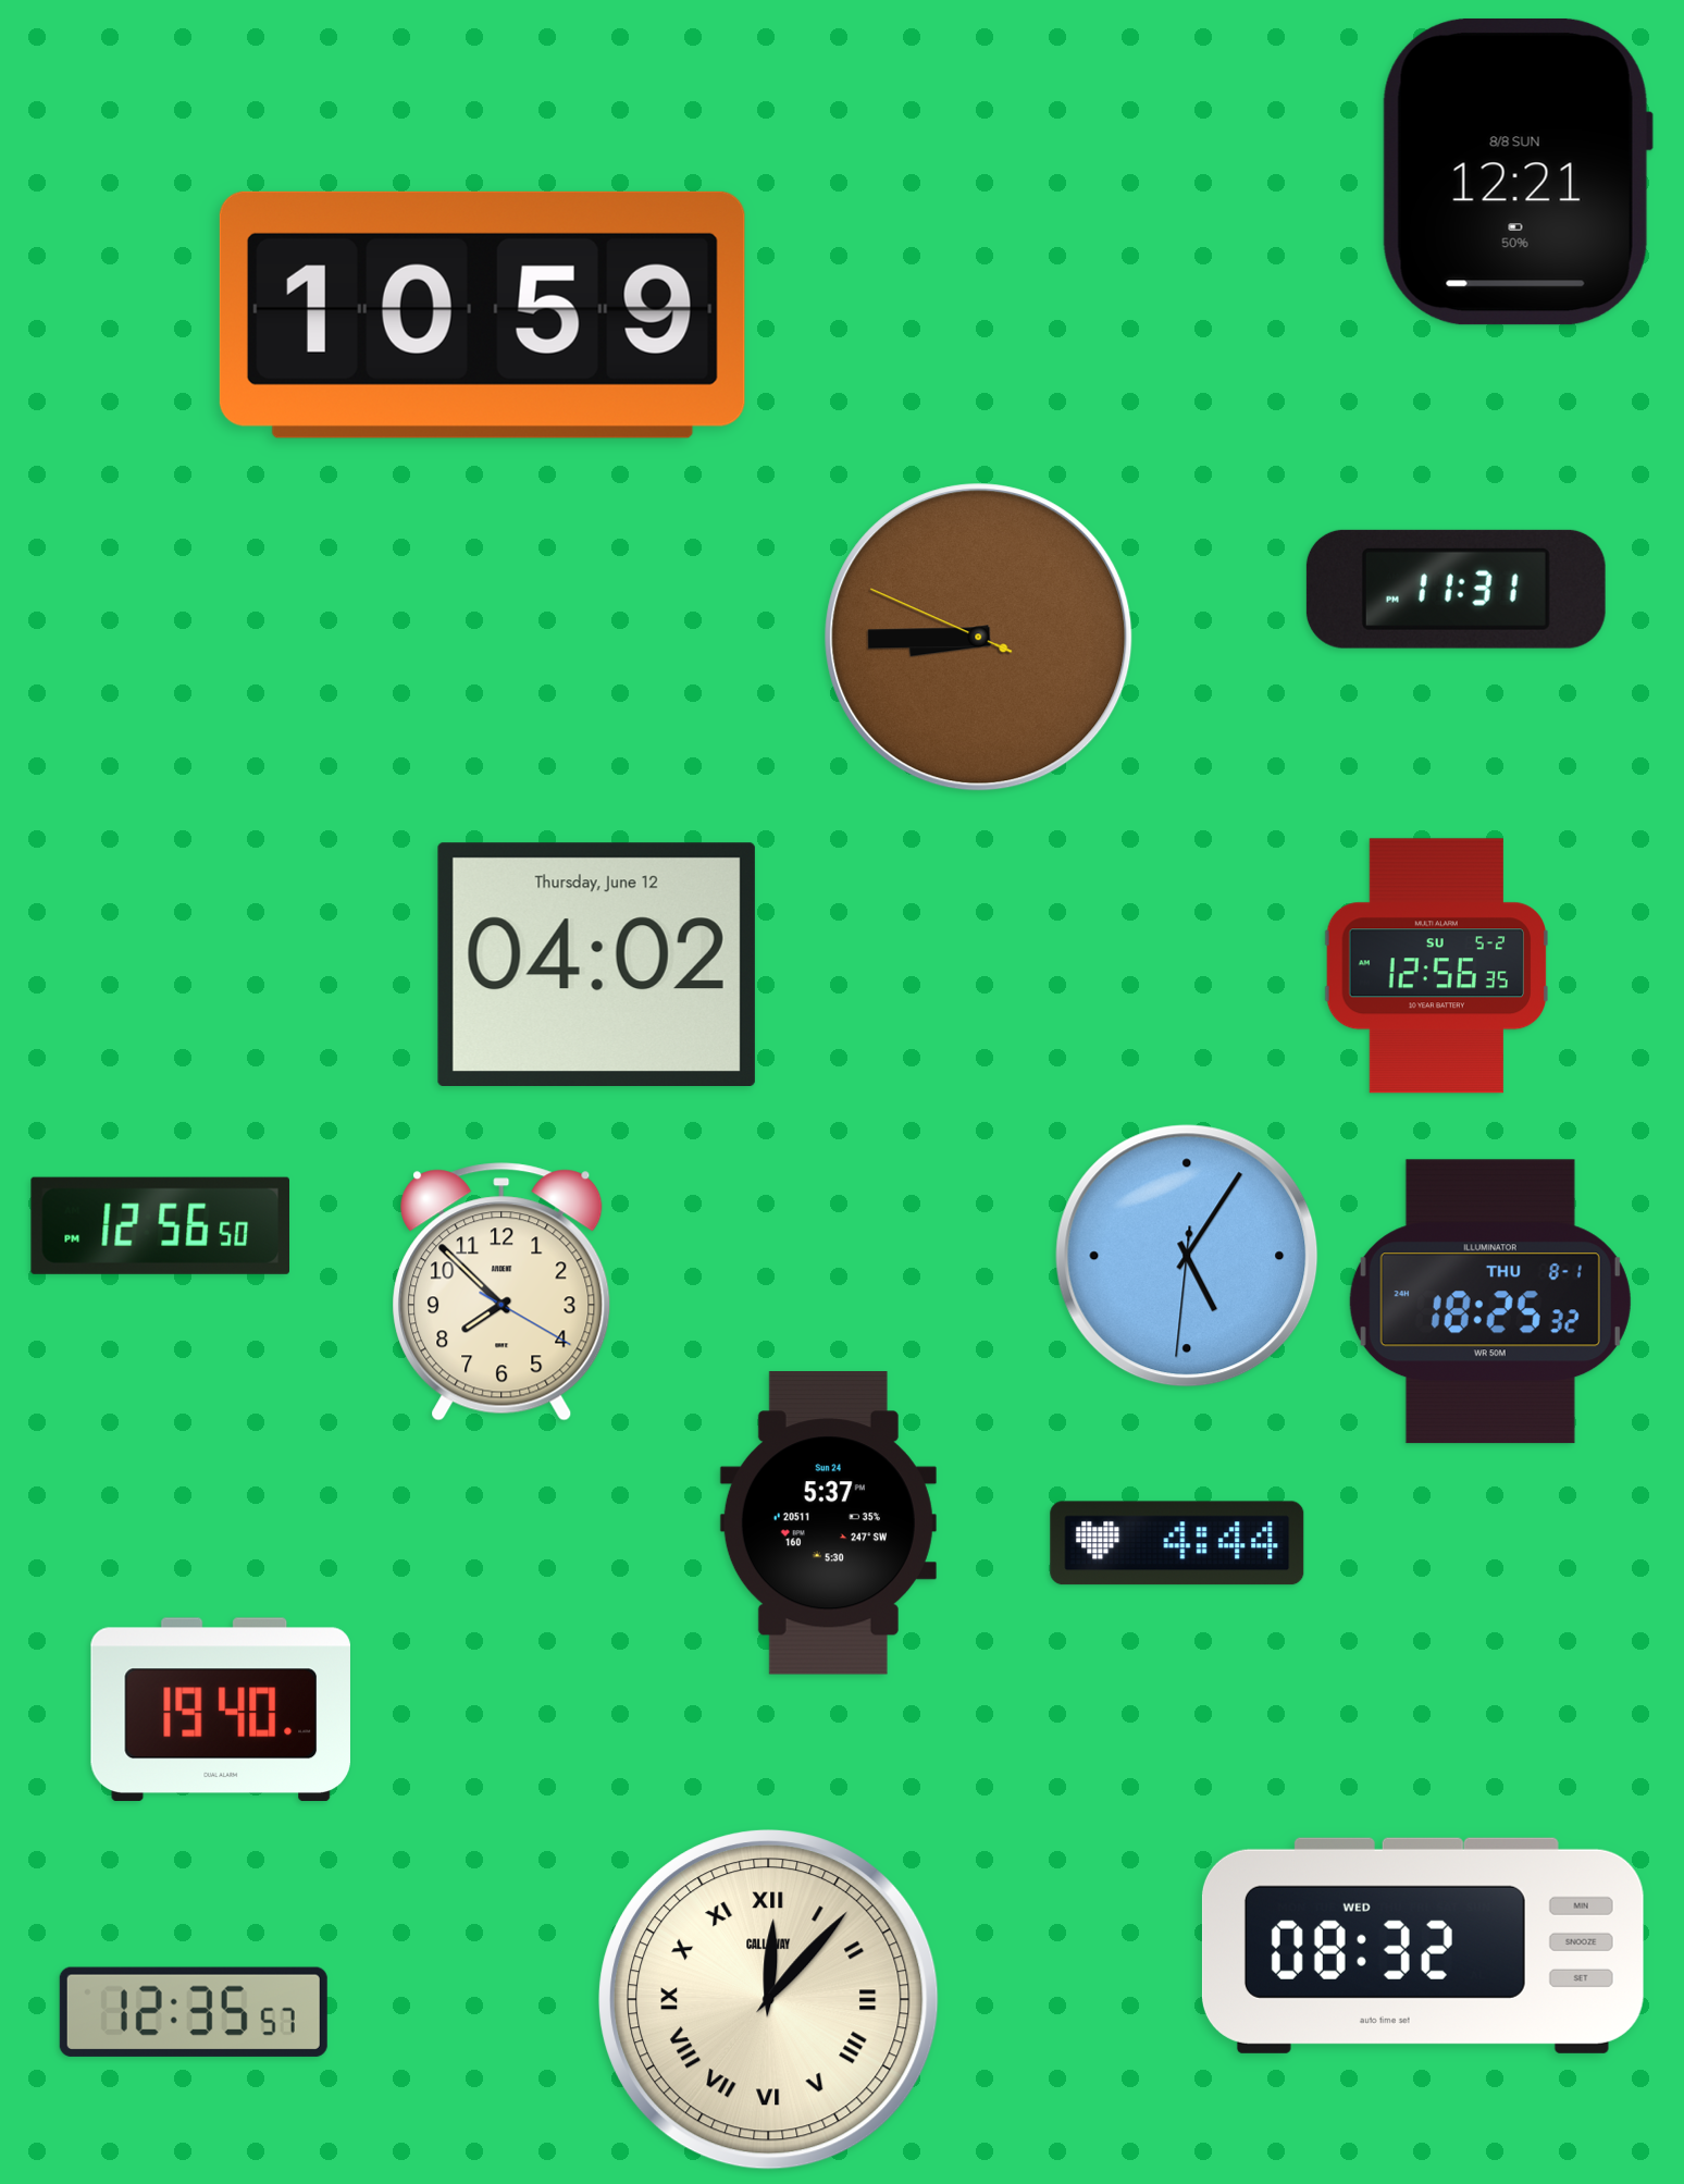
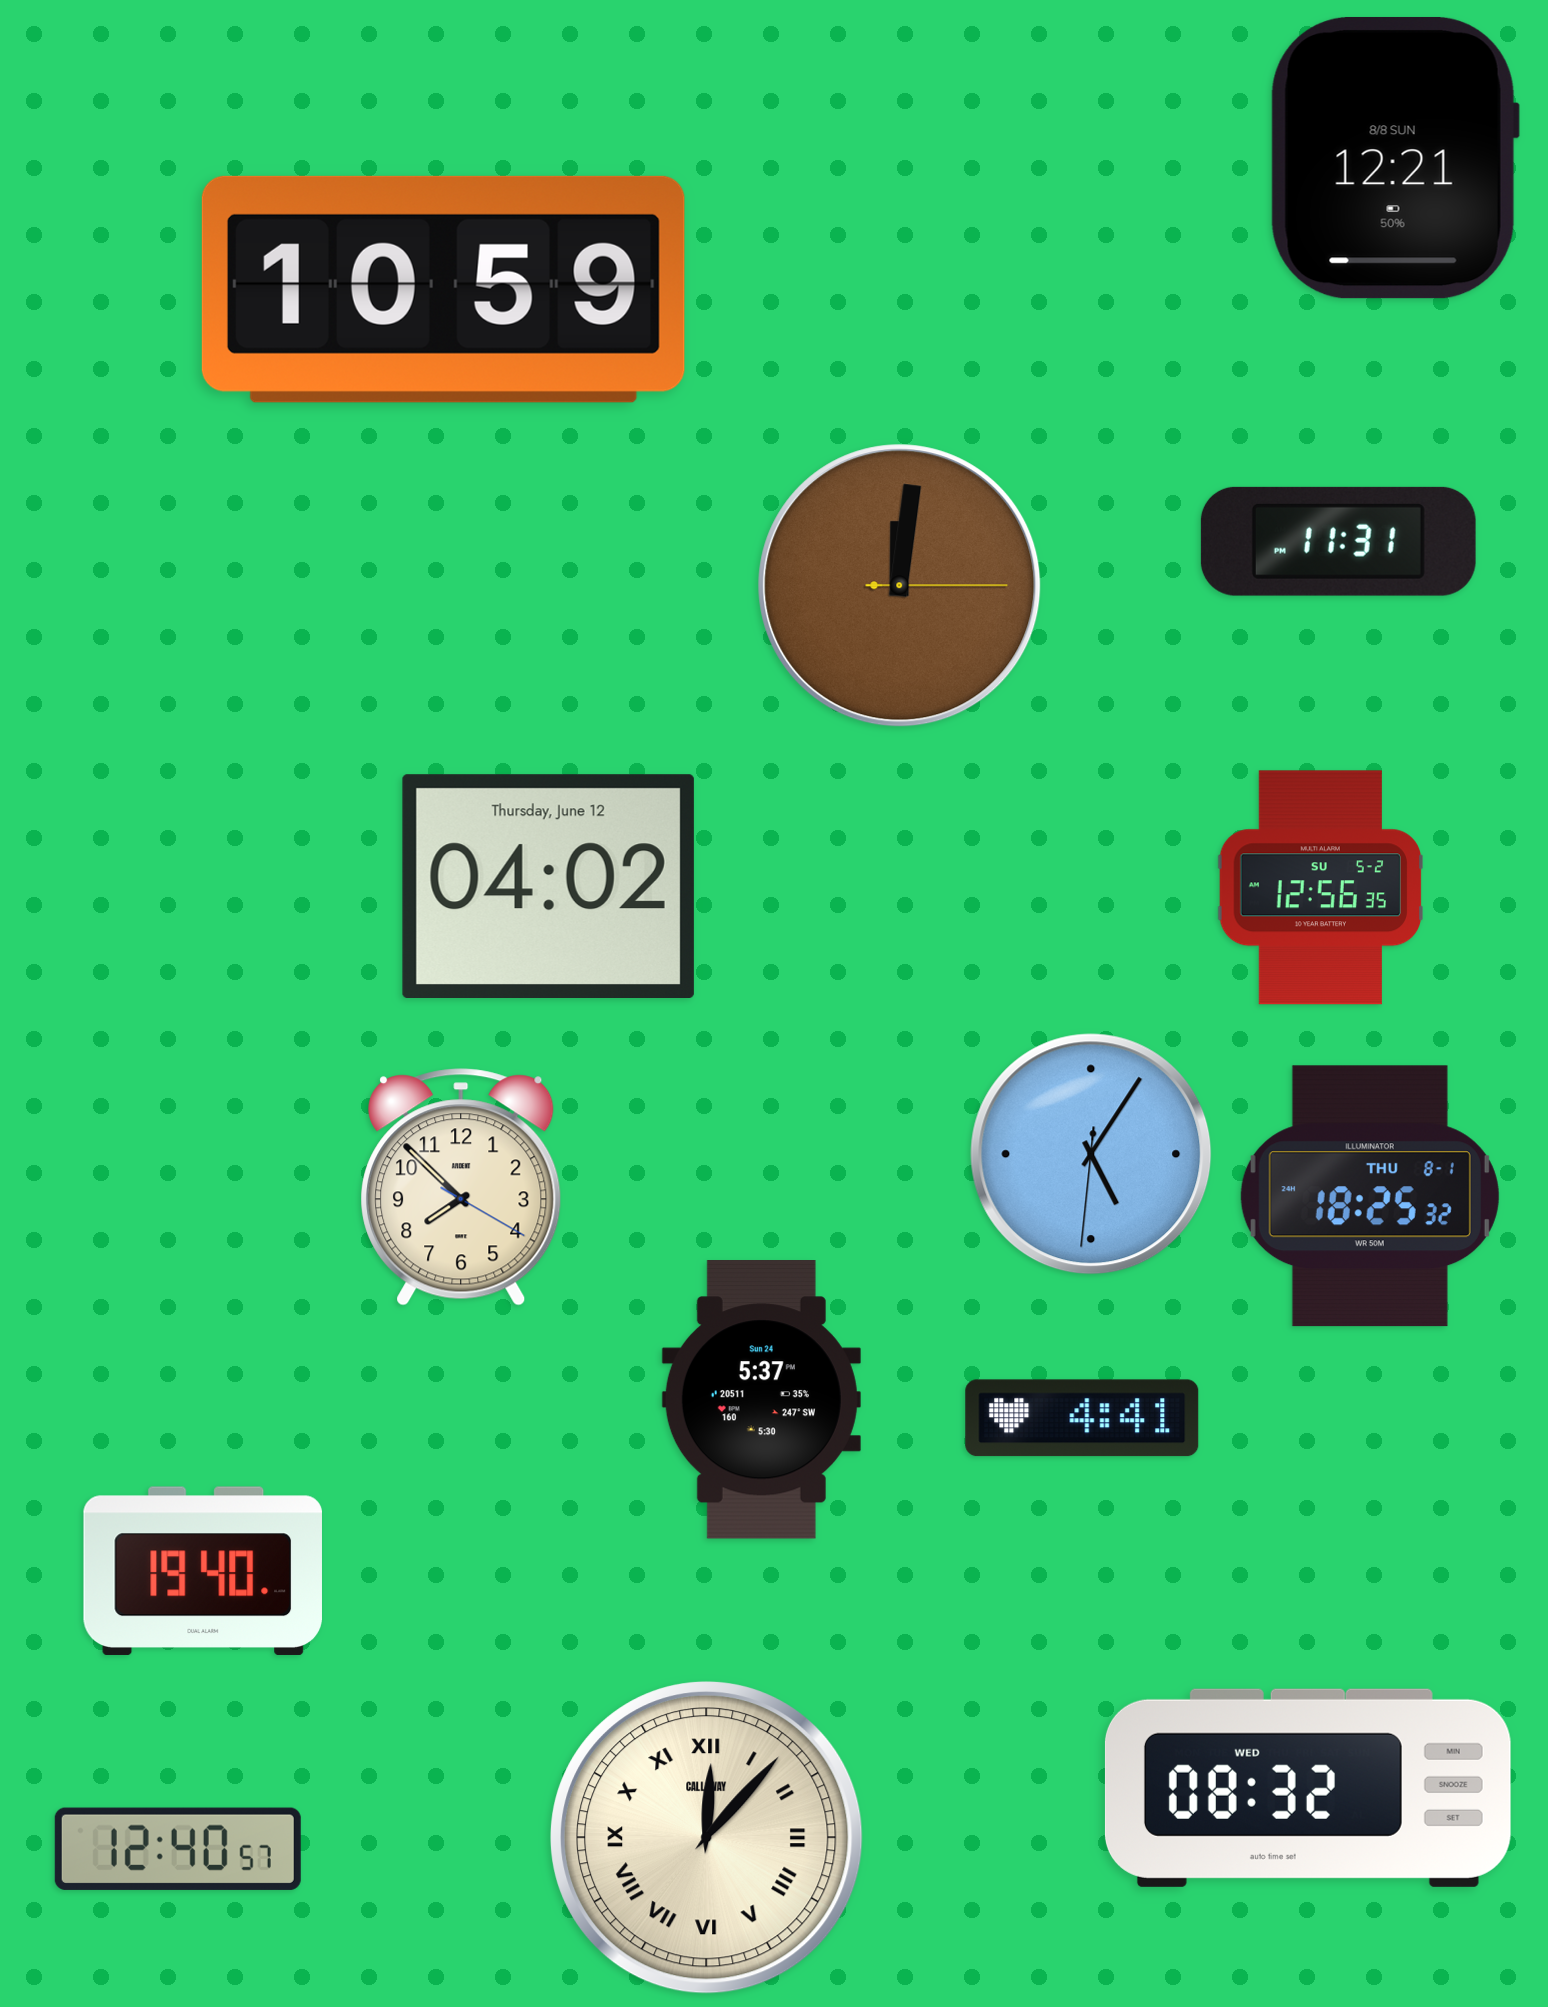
clock at (979, 638): 8:44 -> 12:01
clock at (160, 1225): 12:56 -> none
clock at (1177, 1543): 4:44 -> 4:41
clock at (194, 2012): 12:35 -> 12:40
